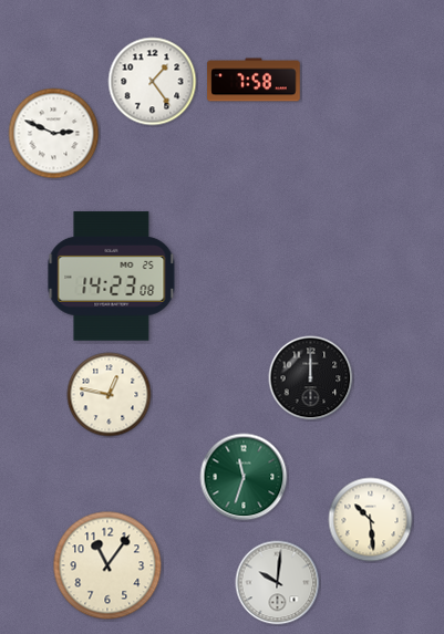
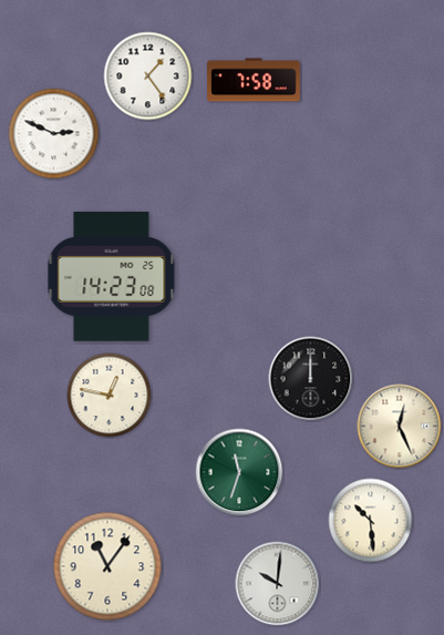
clock at (153, 82) position: (153, 82) -> (148, 76)
clock at (400, 427): none -> 12:26
clock at (244, 477) position: (244, 477) -> (239, 472)
